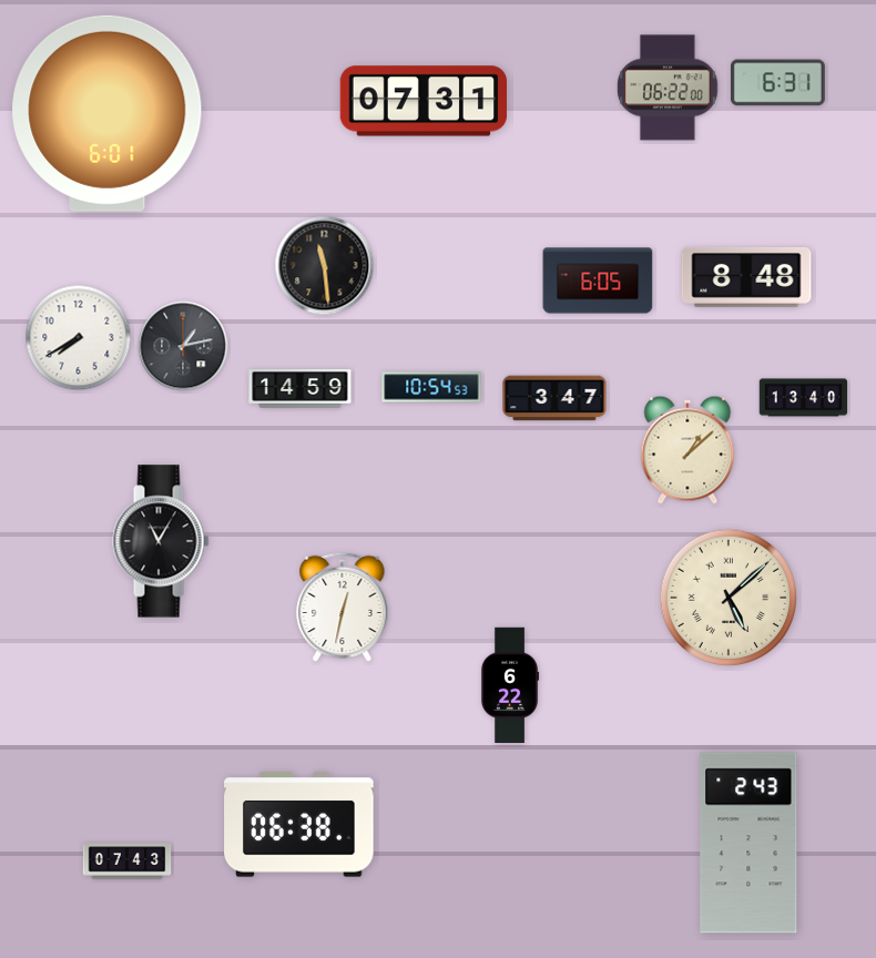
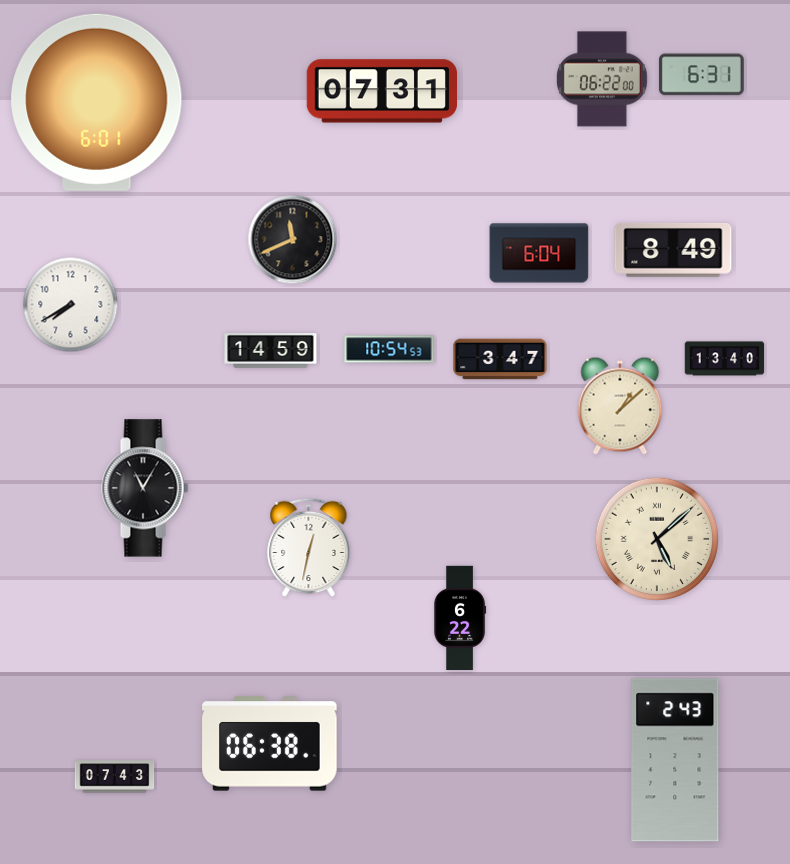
clock at (325, 266): 11:29 -> 11:41
clock at (746, 277): 8:48 -> 8:49
clock at (598, 281): 6:05 -> 6:04
clock at (183, 346): 1:13 -> none
